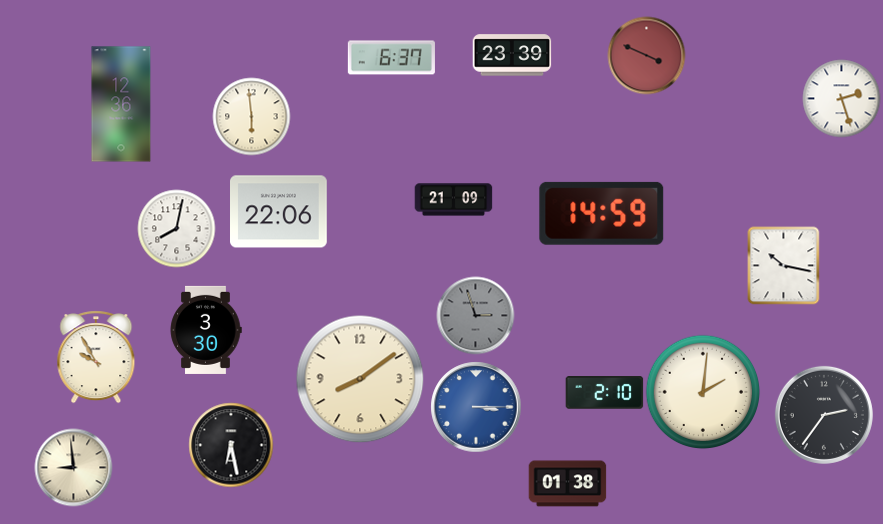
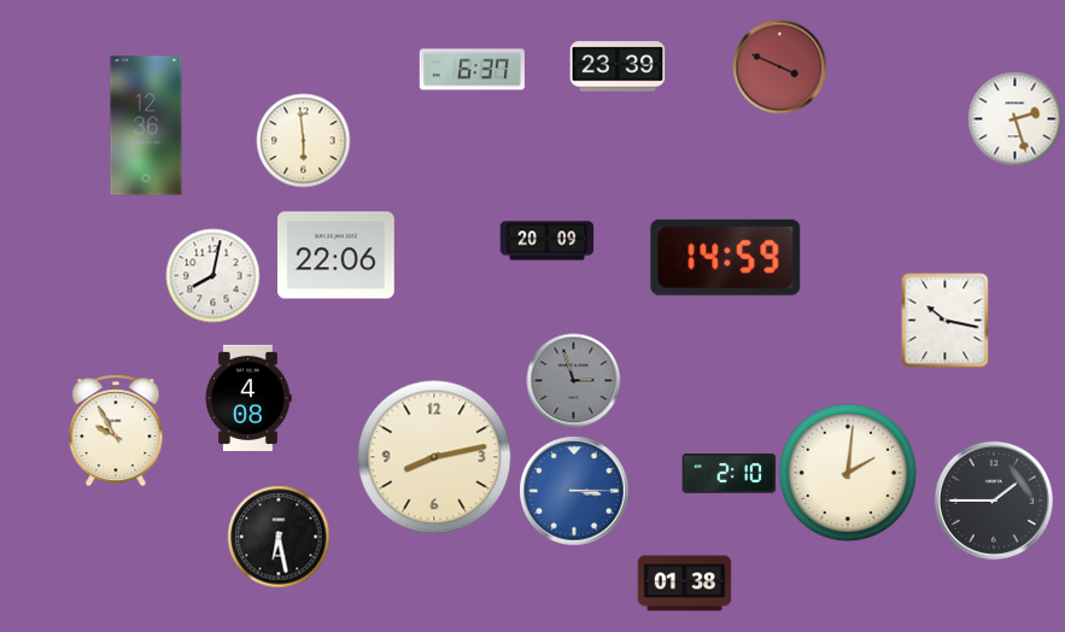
clock at (453, 200): 21:09 -> 20:09
clock at (206, 330): 3:30 -> 4:08
clock at (360, 379): 8:09 -> 8:13
clock at (824, 415): 2:36 -> 1:45
clock at (73, 467): 8:59 -> none
